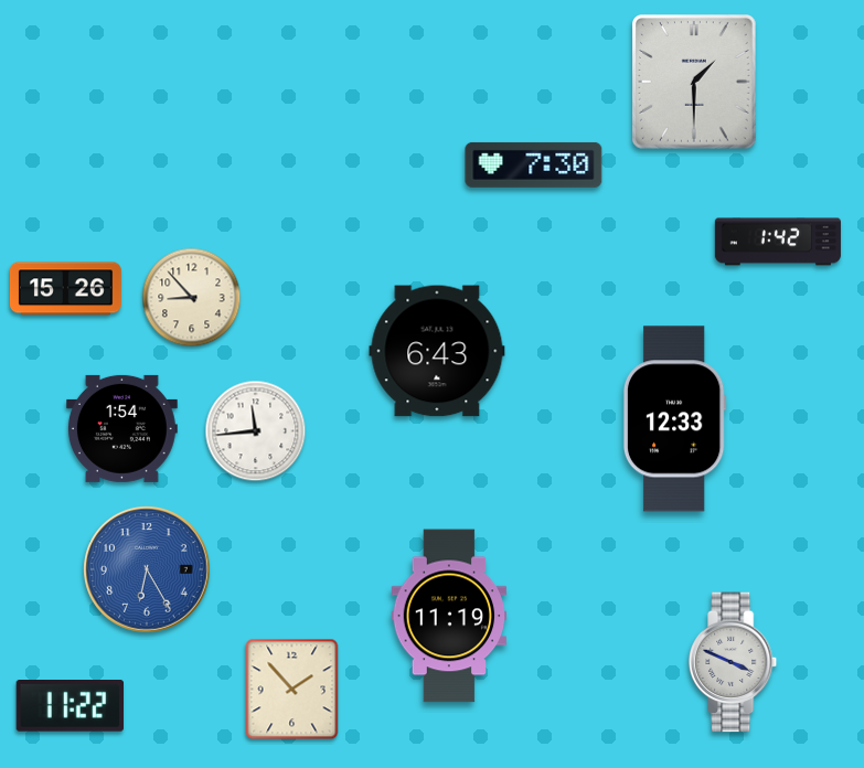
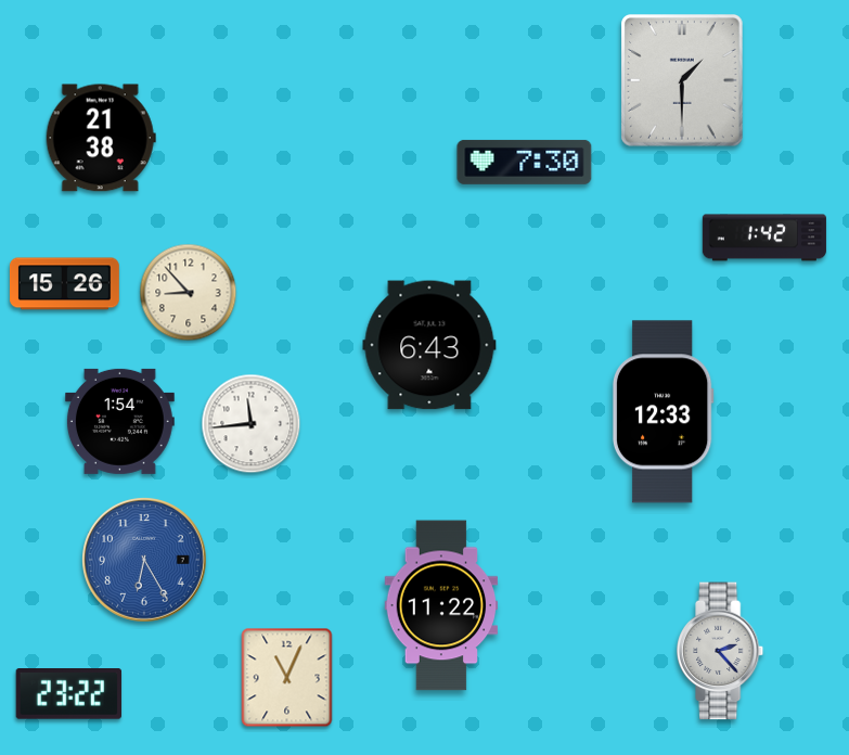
clock at (101, 138): none -> 21:38
clock at (449, 616): 11:19 -> 11:22
clock at (734, 662): 3:49 -> 2:23
clock at (292, 690): 1:53 -> 11:04
clock at (70, 706): 11:22 -> 23:22
